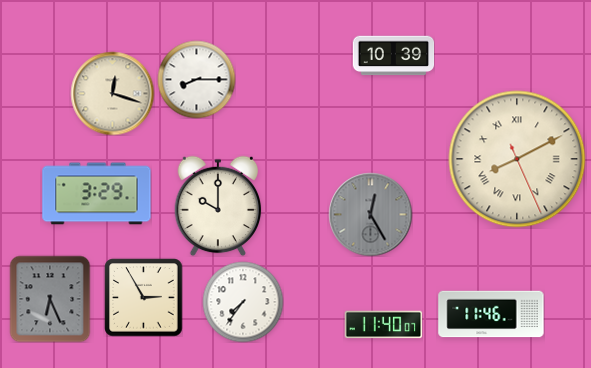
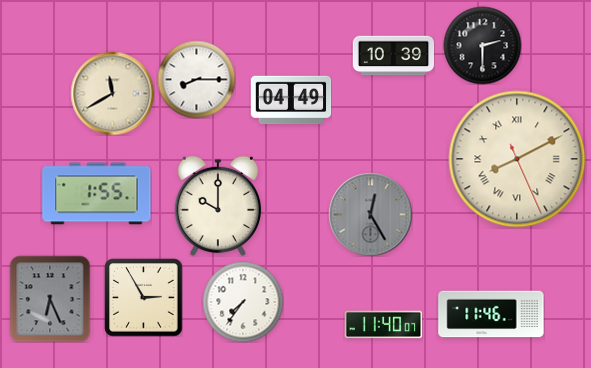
clock at (482, 45): none -> 2:30
clock at (112, 93): 12:18 -> 11:40
clock at (291, 100): none -> 04:49
clock at (97, 194): 3:29 -> 1:55
